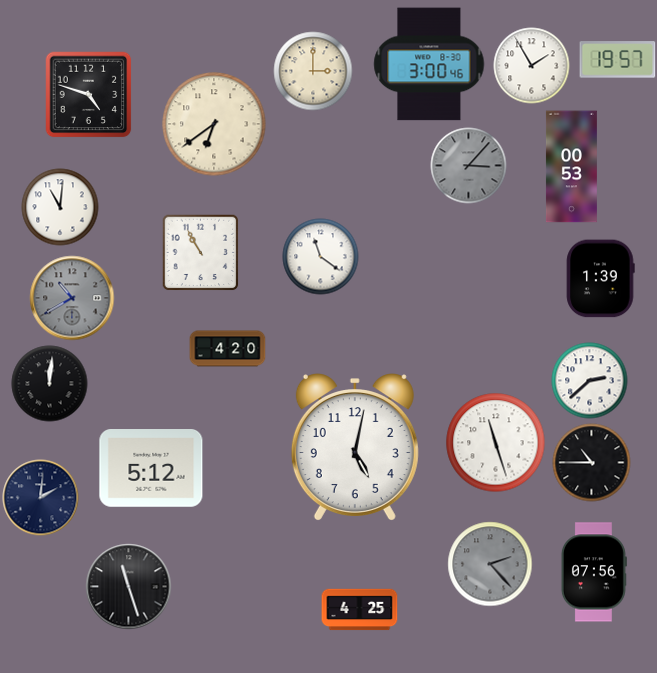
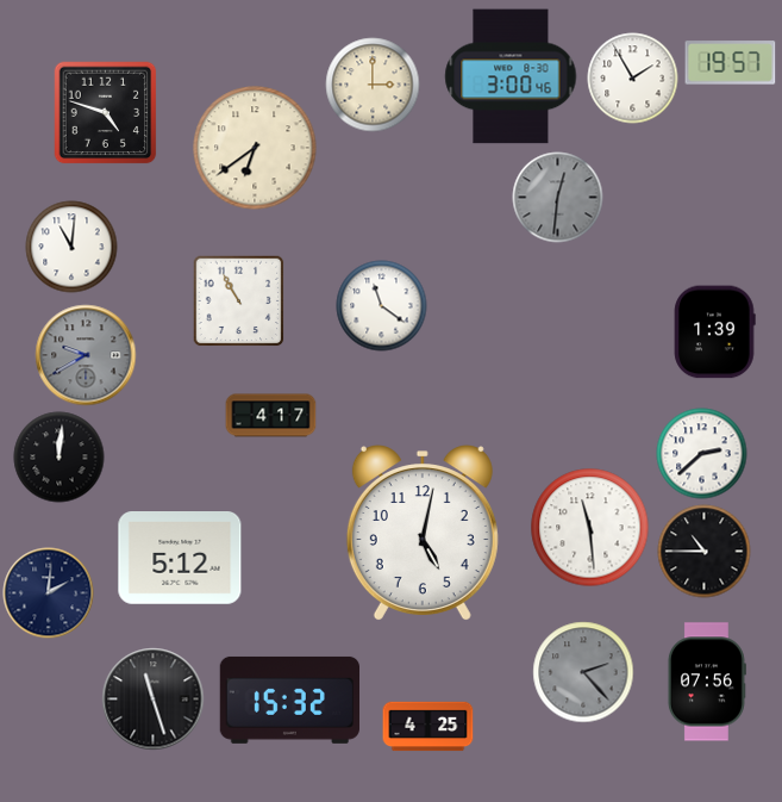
clock at (618, 60) position: (618, 60) -> (731, 63)
clock at (469, 166): 3:07 -> 12:31
clock at (571, 167): 00:53 -> none
clock at (72, 298): 10:40 -> 9:40
clock at (228, 349): 4:20 -> 4:17
clock at (496, 443): 11:27 -> 11:29
clock at (289, 700): none -> 15:32
